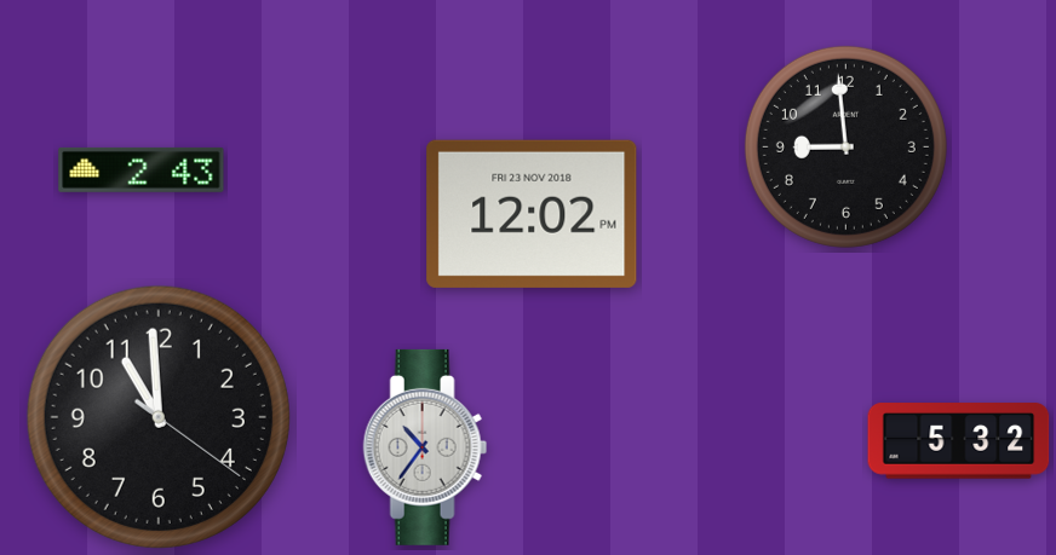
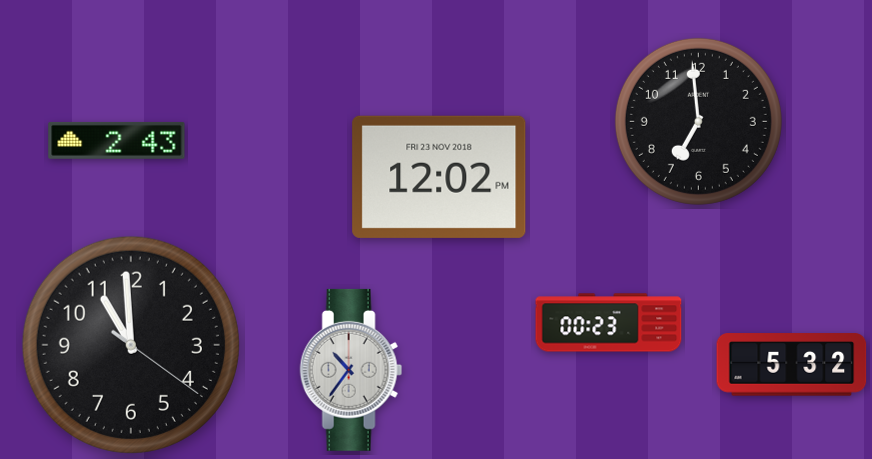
clock at (845, 146): 8:59 -> 6:59
clock at (609, 323): none -> 00:23
